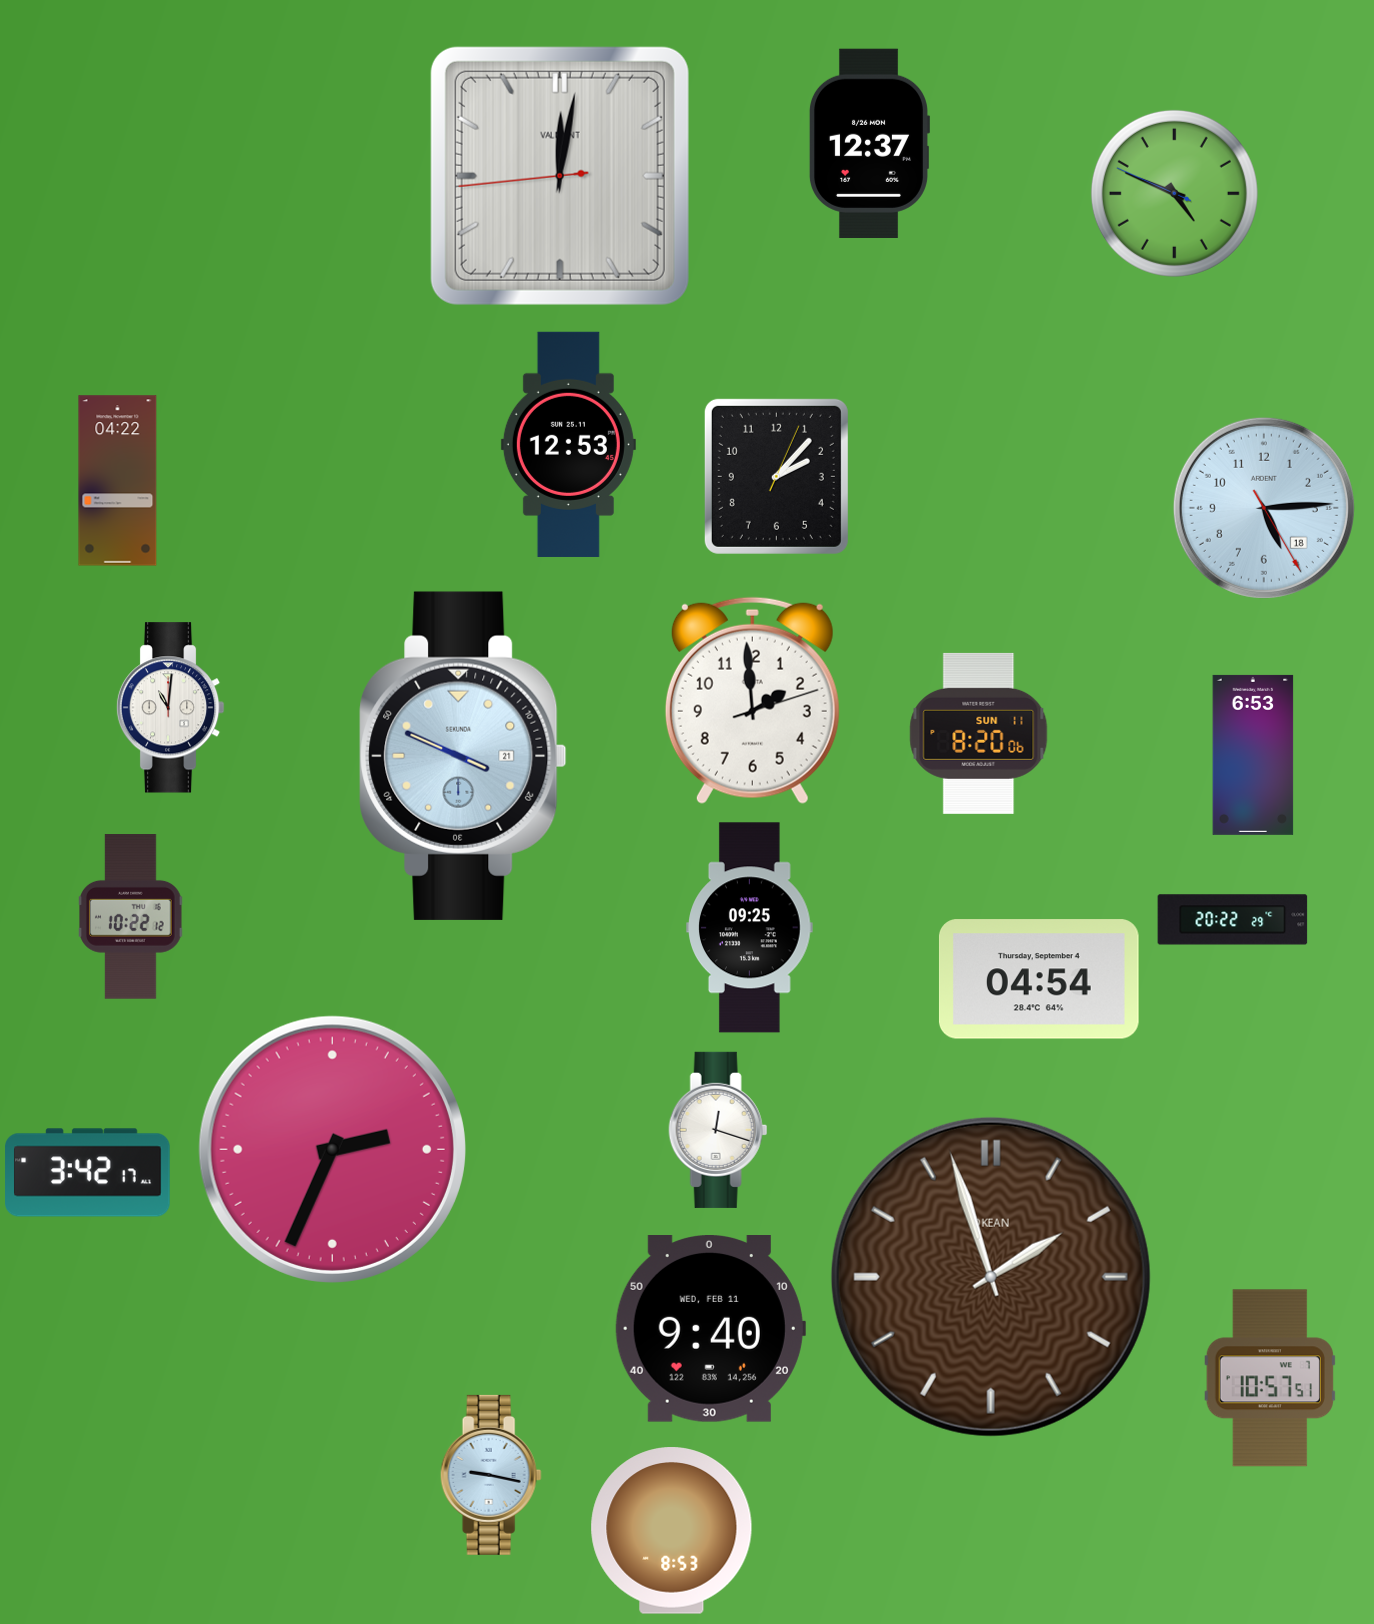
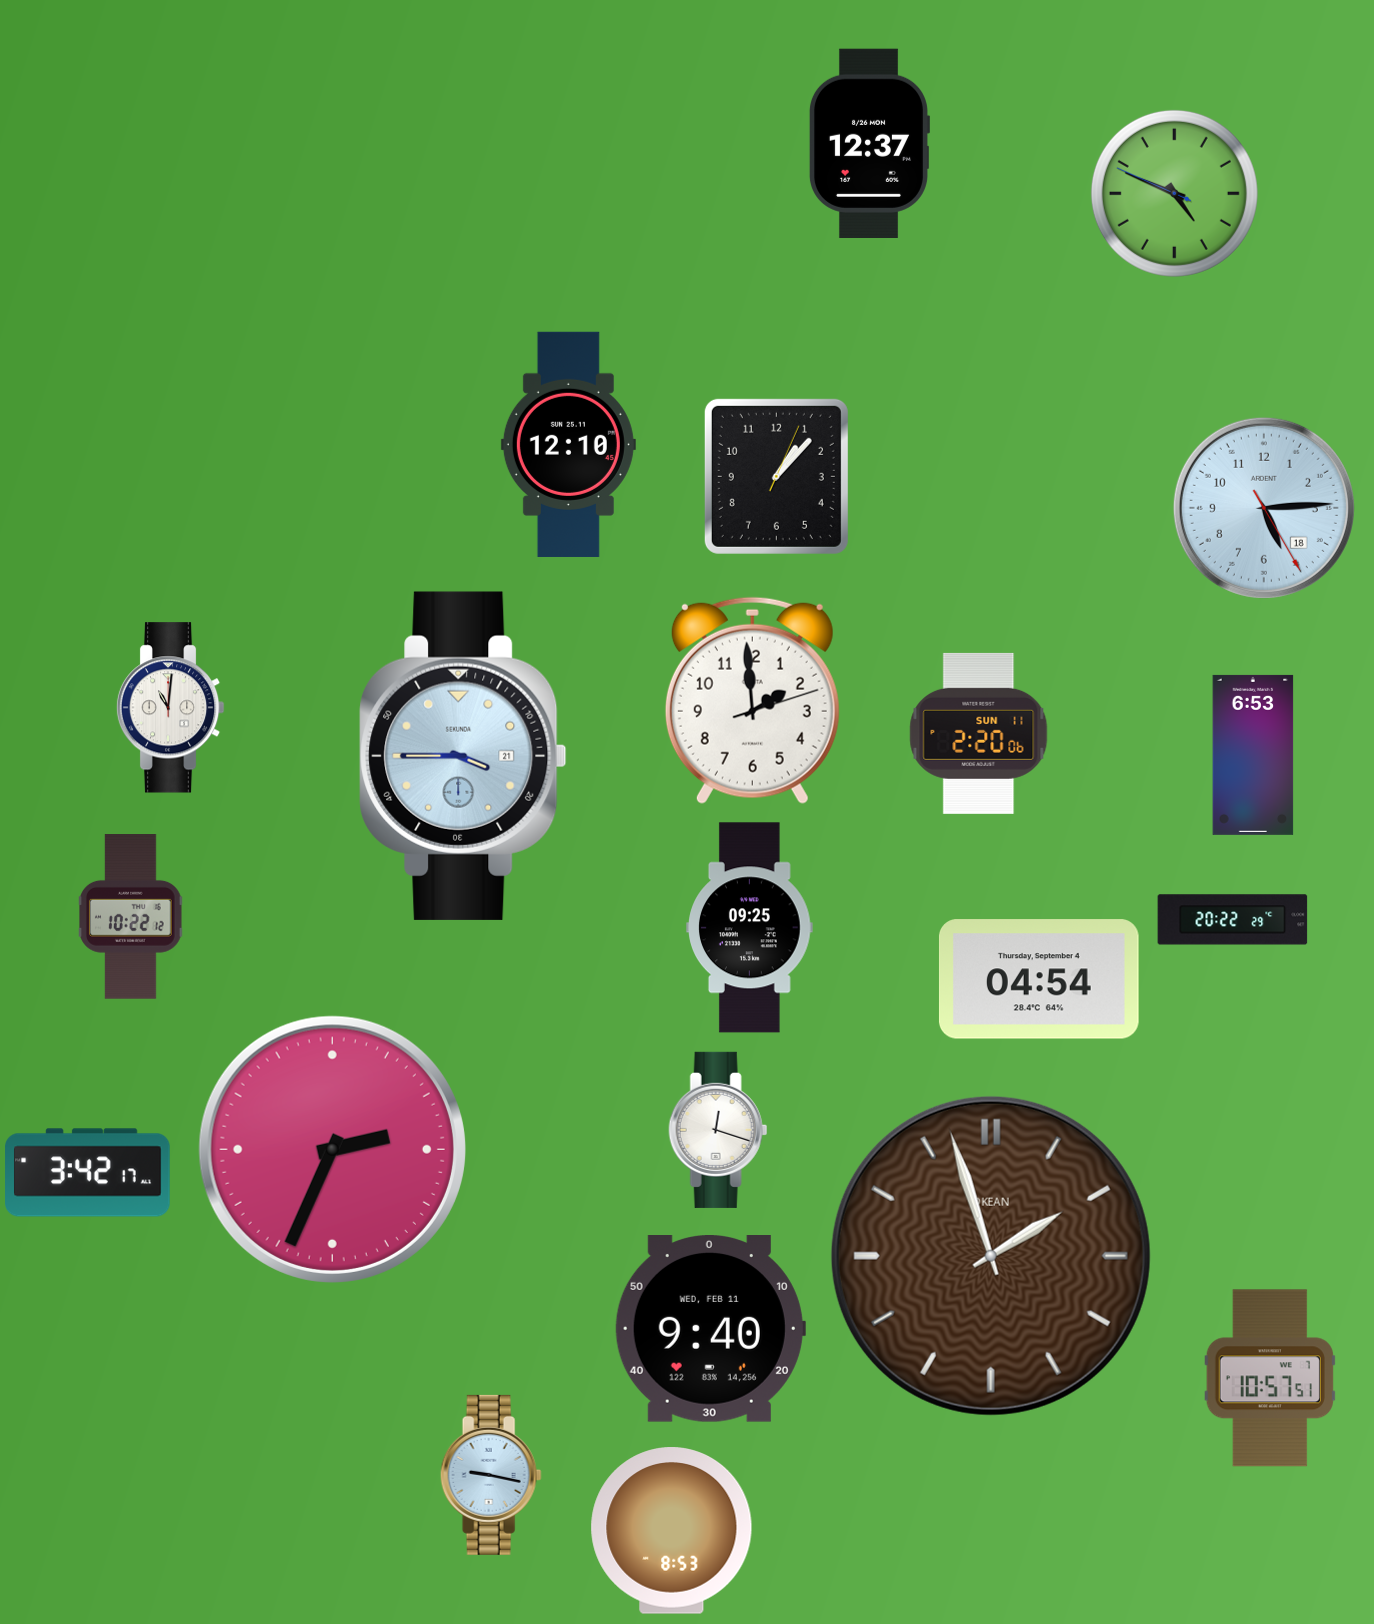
clock at (560, 176): 12:01 -> none
clock at (568, 444): 12:53 -> 12:10
clock at (776, 476): 2:07 -> 1:07
clock at (118, 481): 04:22 -> none
clock at (979, 733): 8:20 -> 2:20
clock at (463, 756): 3:49 -> 3:45
clock at (991, 1277) position: (991, 1277) -> (991, 1256)
